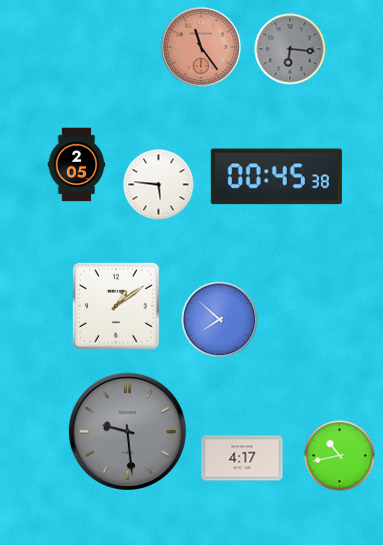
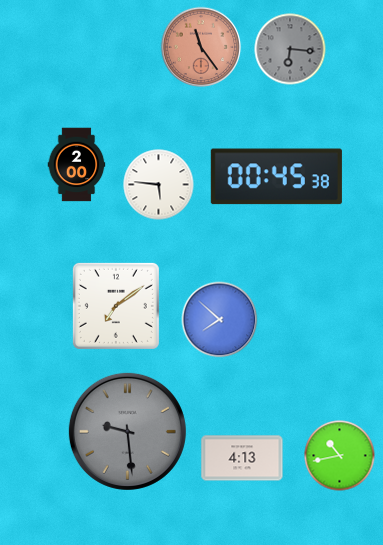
clock at (77, 165): 2:05 -> 2:00
clock at (116, 306): 1:09 -> 7:09
clock at (242, 458): 4:17 -> 4:13
